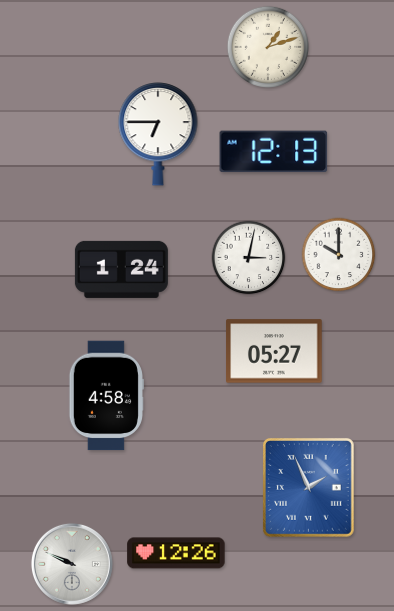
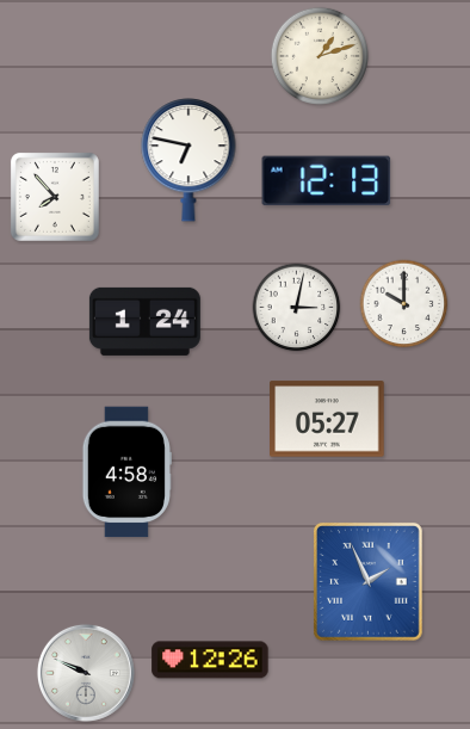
clock at (158, 135): 6:45 -> 6:47
clock at (55, 197): none -> 7:53
